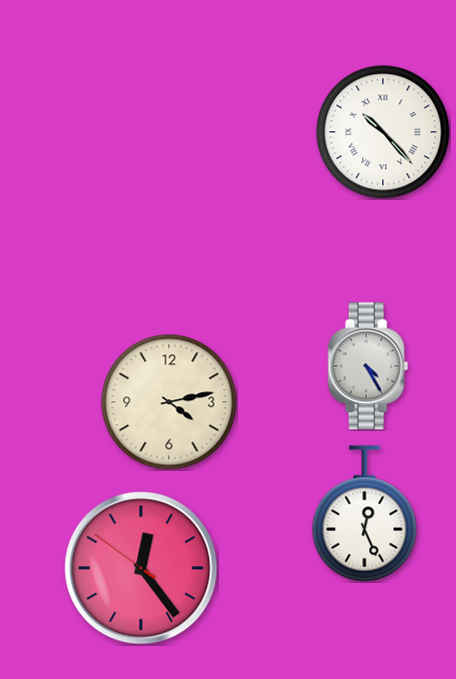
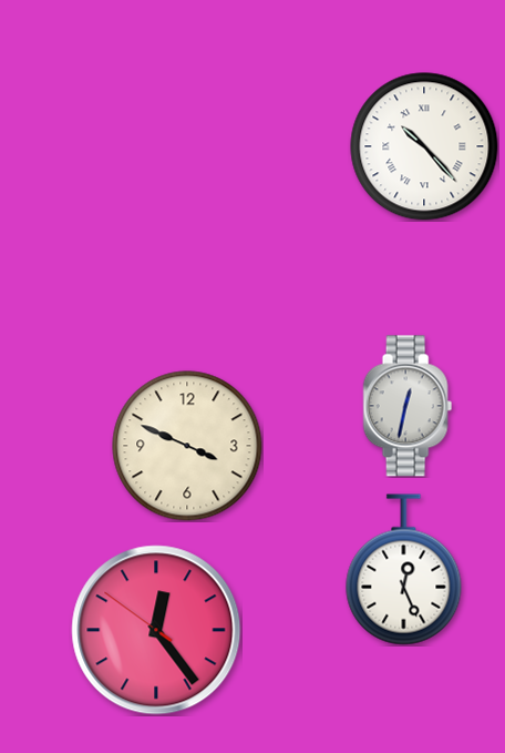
clock at (368, 366): 4:25 -> 12:32
clock at (169, 402): 4:13 -> 3:49
